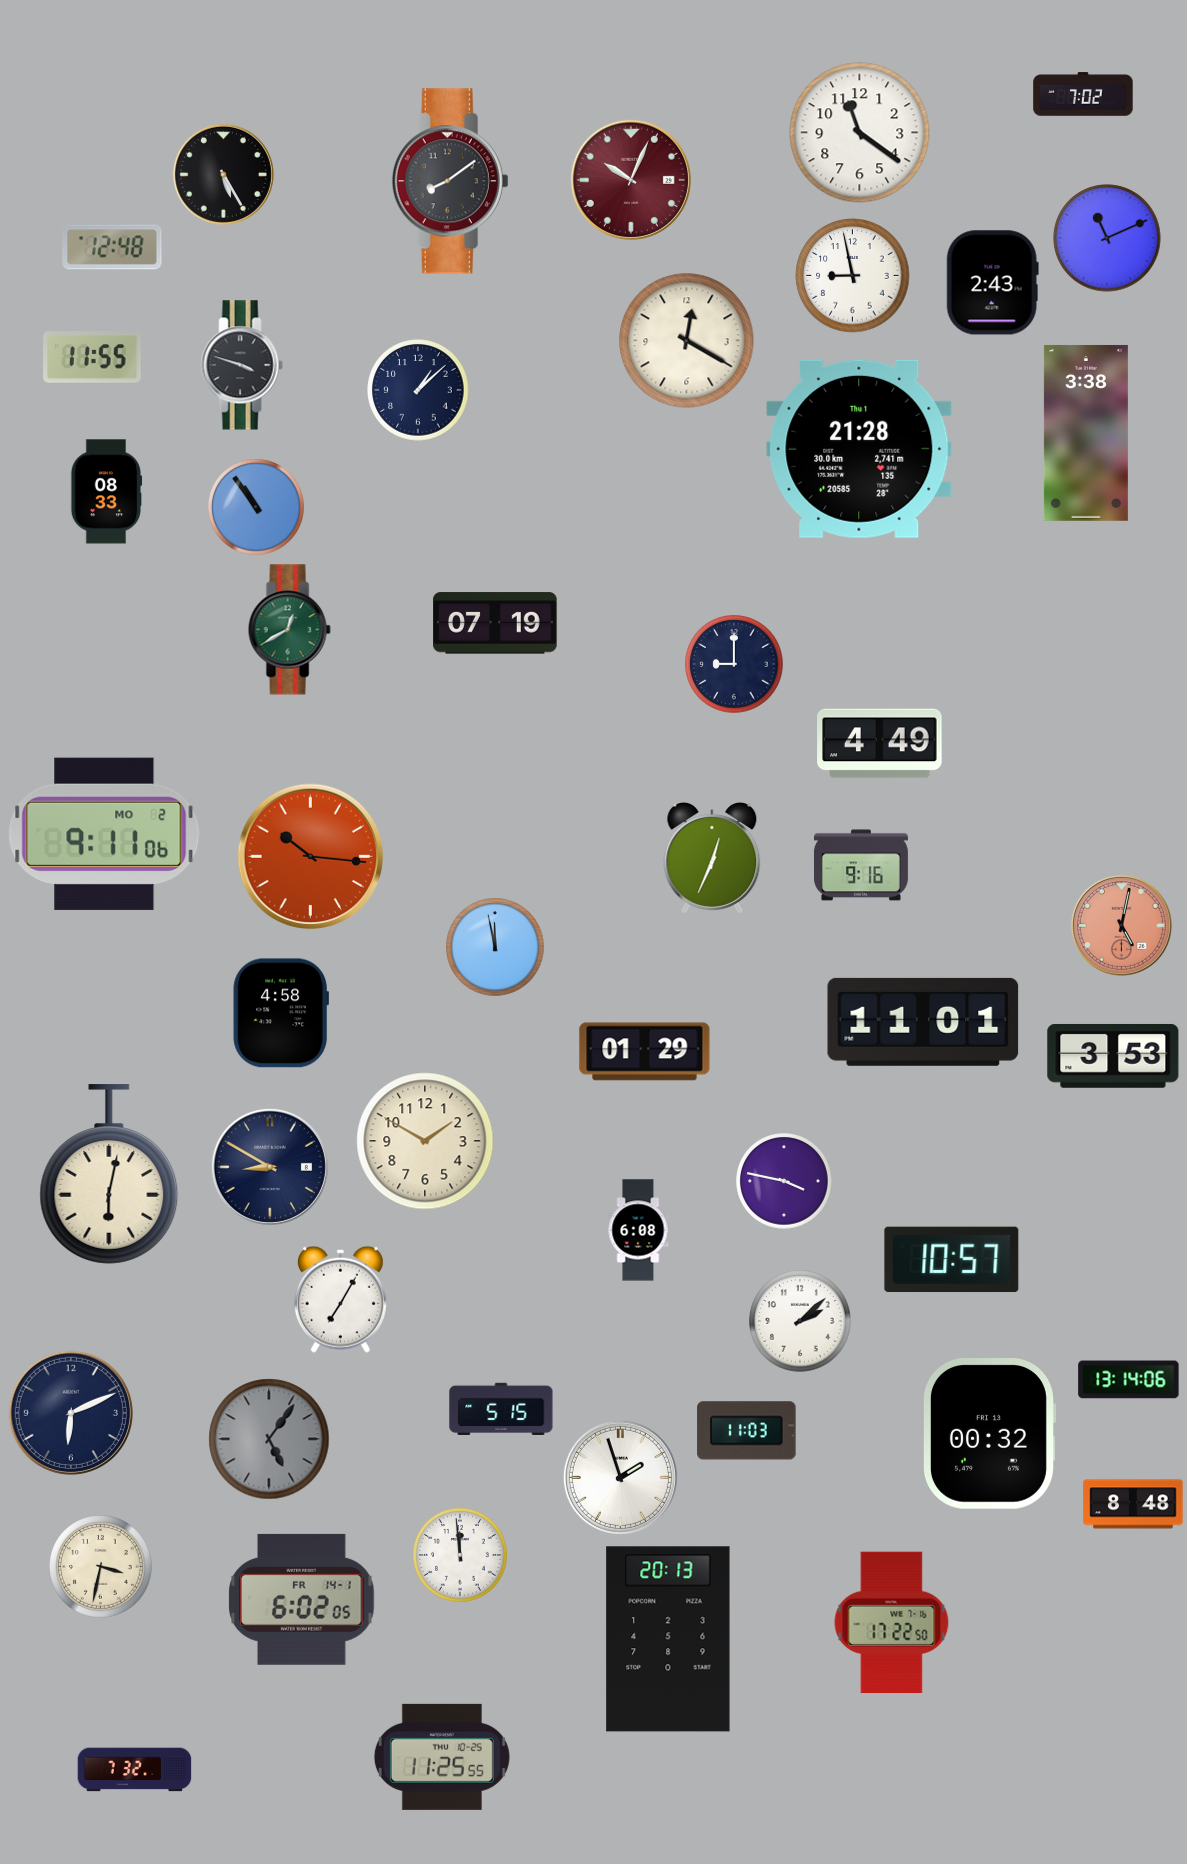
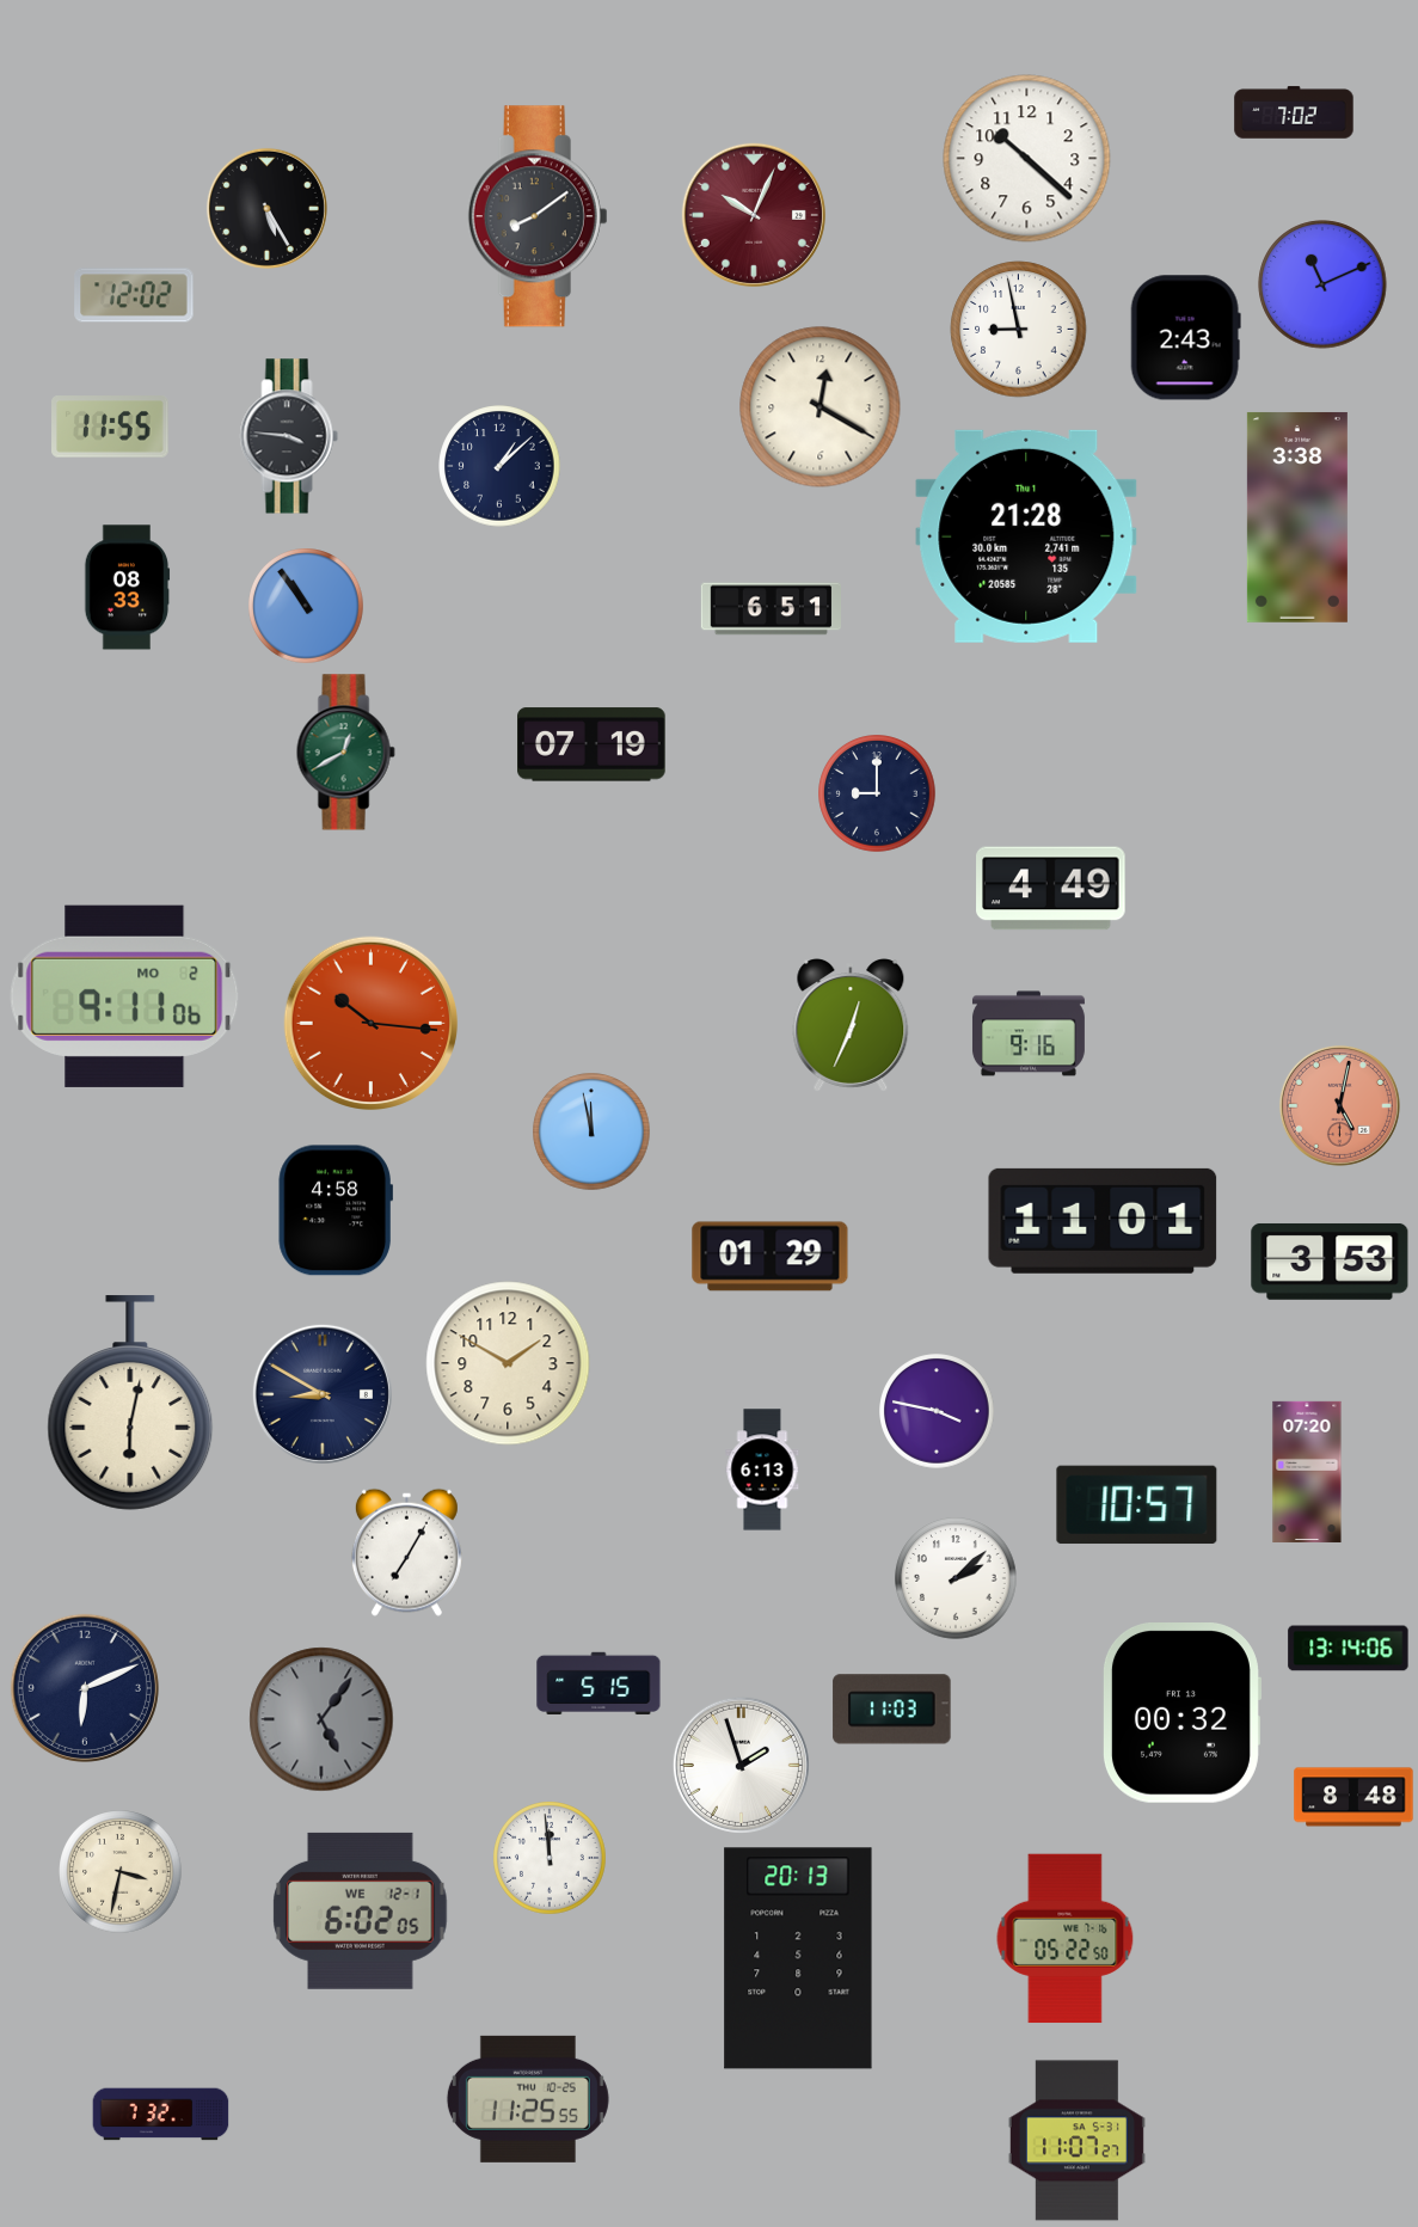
clock at (860, 133): 11:21 -> 10:22
clock at (112, 247): 12:48 -> 12:02
clock at (242, 365): 3:48 -> 3:46
clock at (771, 609): none -> 6:51
clock at (638, 1230): 6:08 -> 6:13
clock at (1307, 1472): none -> 07:20
clock at (302, 1599) date: FR 14-1 -> WE 12-1
clock at (892, 1623): 17:22 -> 05:22
clock at (1076, 2141): none -> 11:07
